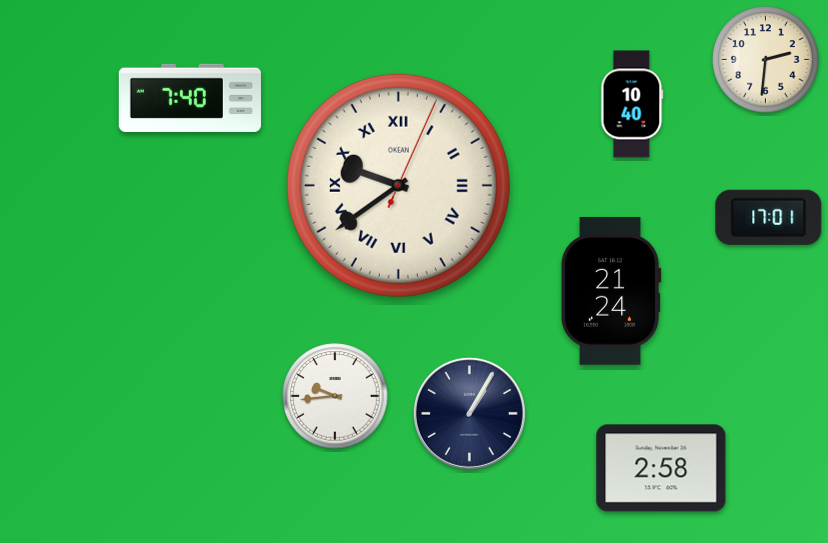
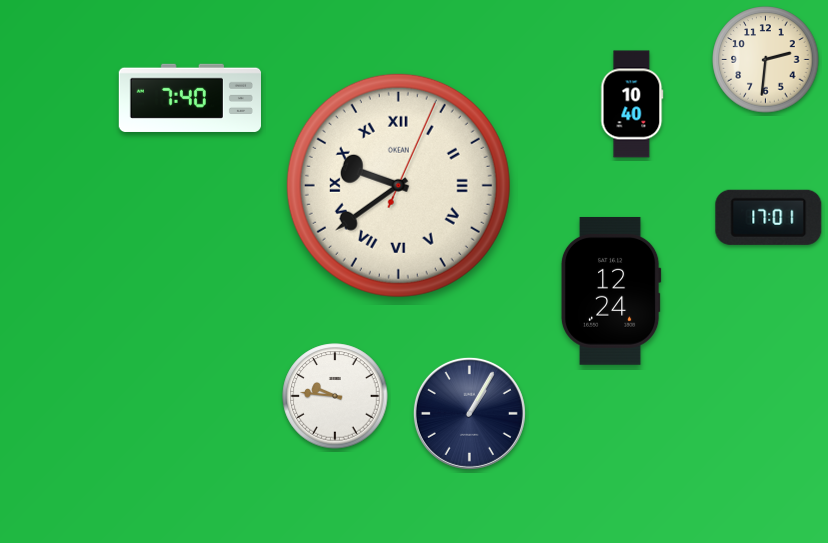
clock at (611, 291): 21:24 -> 12:24
clock at (335, 396): 9:44 -> 9:46
clock at (661, 468): 2:58 -> none
